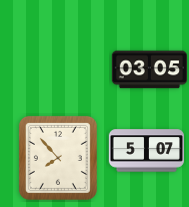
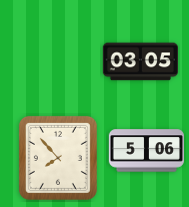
clock at (149, 70) position: (149, 70) -> (140, 62)
clock at (146, 151): 5:07 -> 5:06
